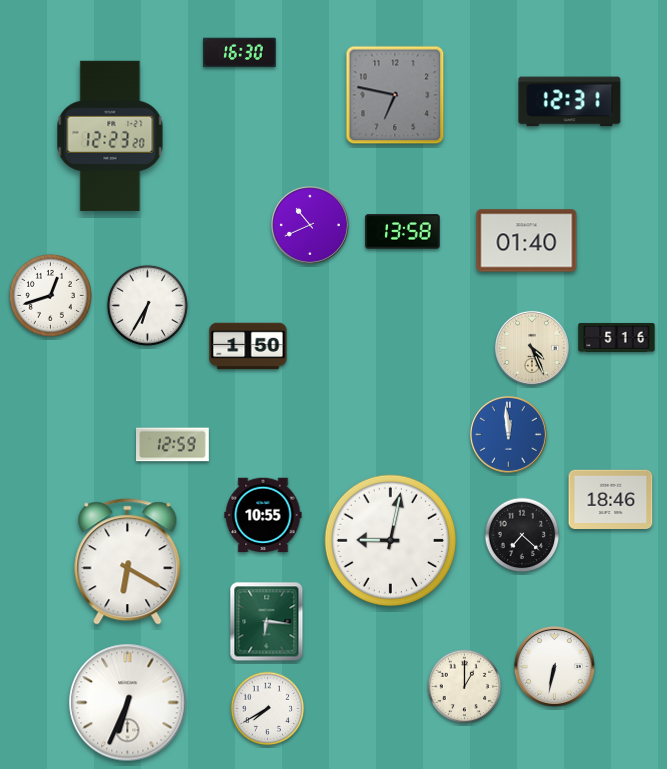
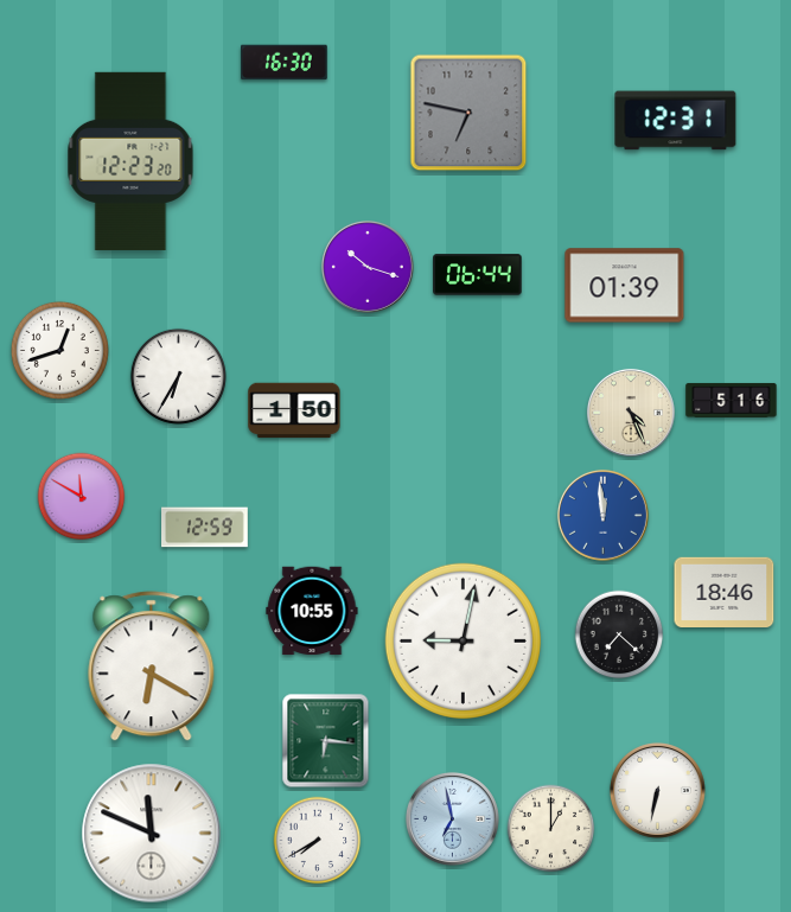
clock at (310, 225): 10:41 -> 10:18
clock at (403, 232): 13:58 -> 06:44
clock at (527, 241): 01:40 -> 01:39
clock at (147, 305) position: (147, 305) -> (178, 376)
clock at (82, 497): none -> 11:50
clock at (267, 622) position: (267, 622) -> (326, 741)
clock at (465, 687) position: (465, 687) -> (551, 829)
clock at (452, 818): none -> 6:58
clock at (128, 703): 6:34 -> 11:49
